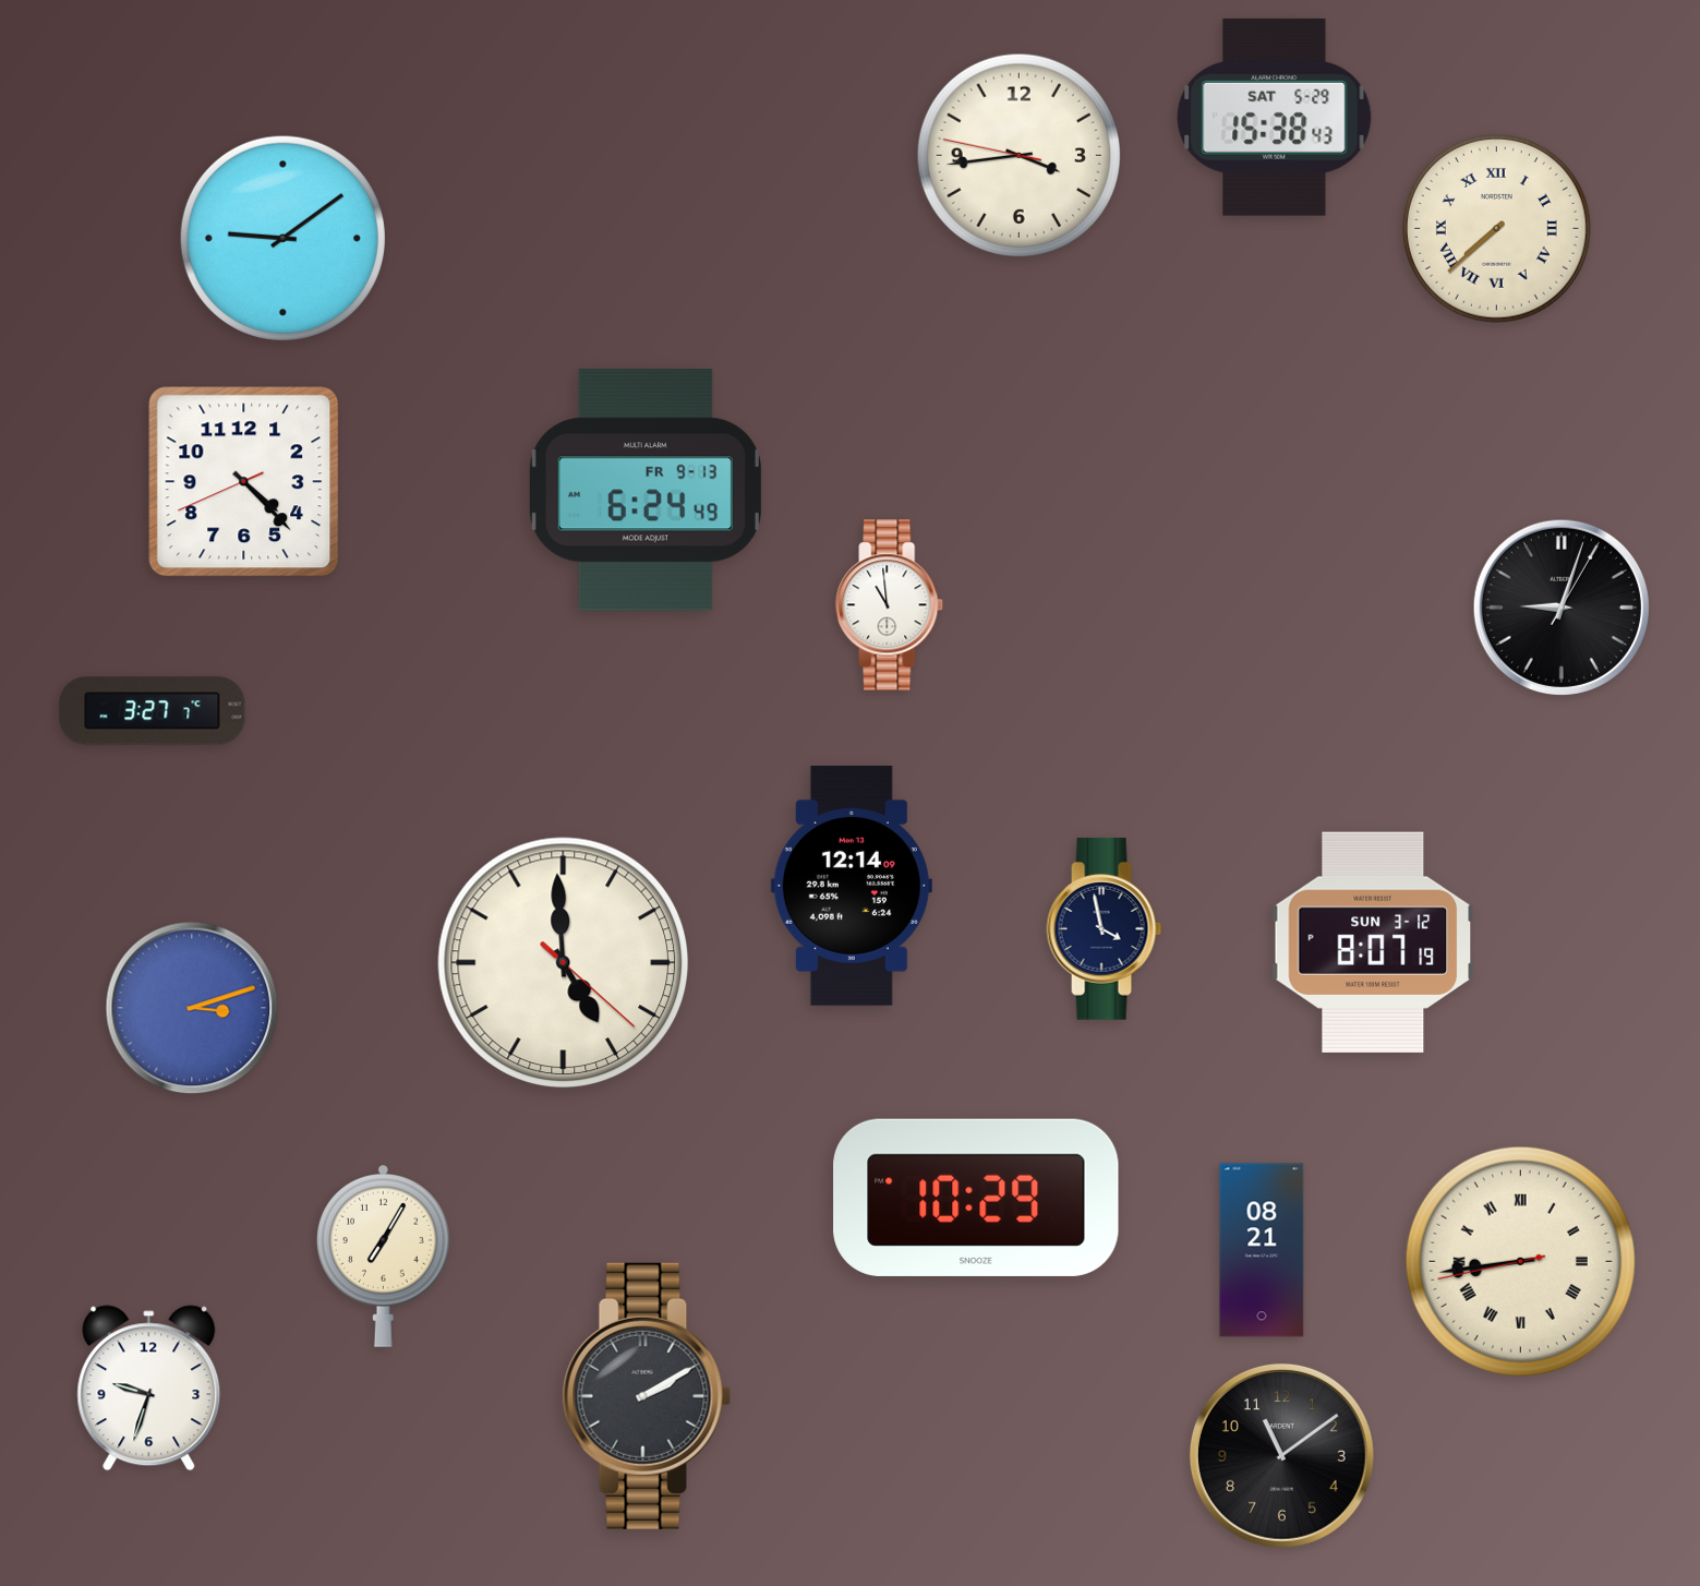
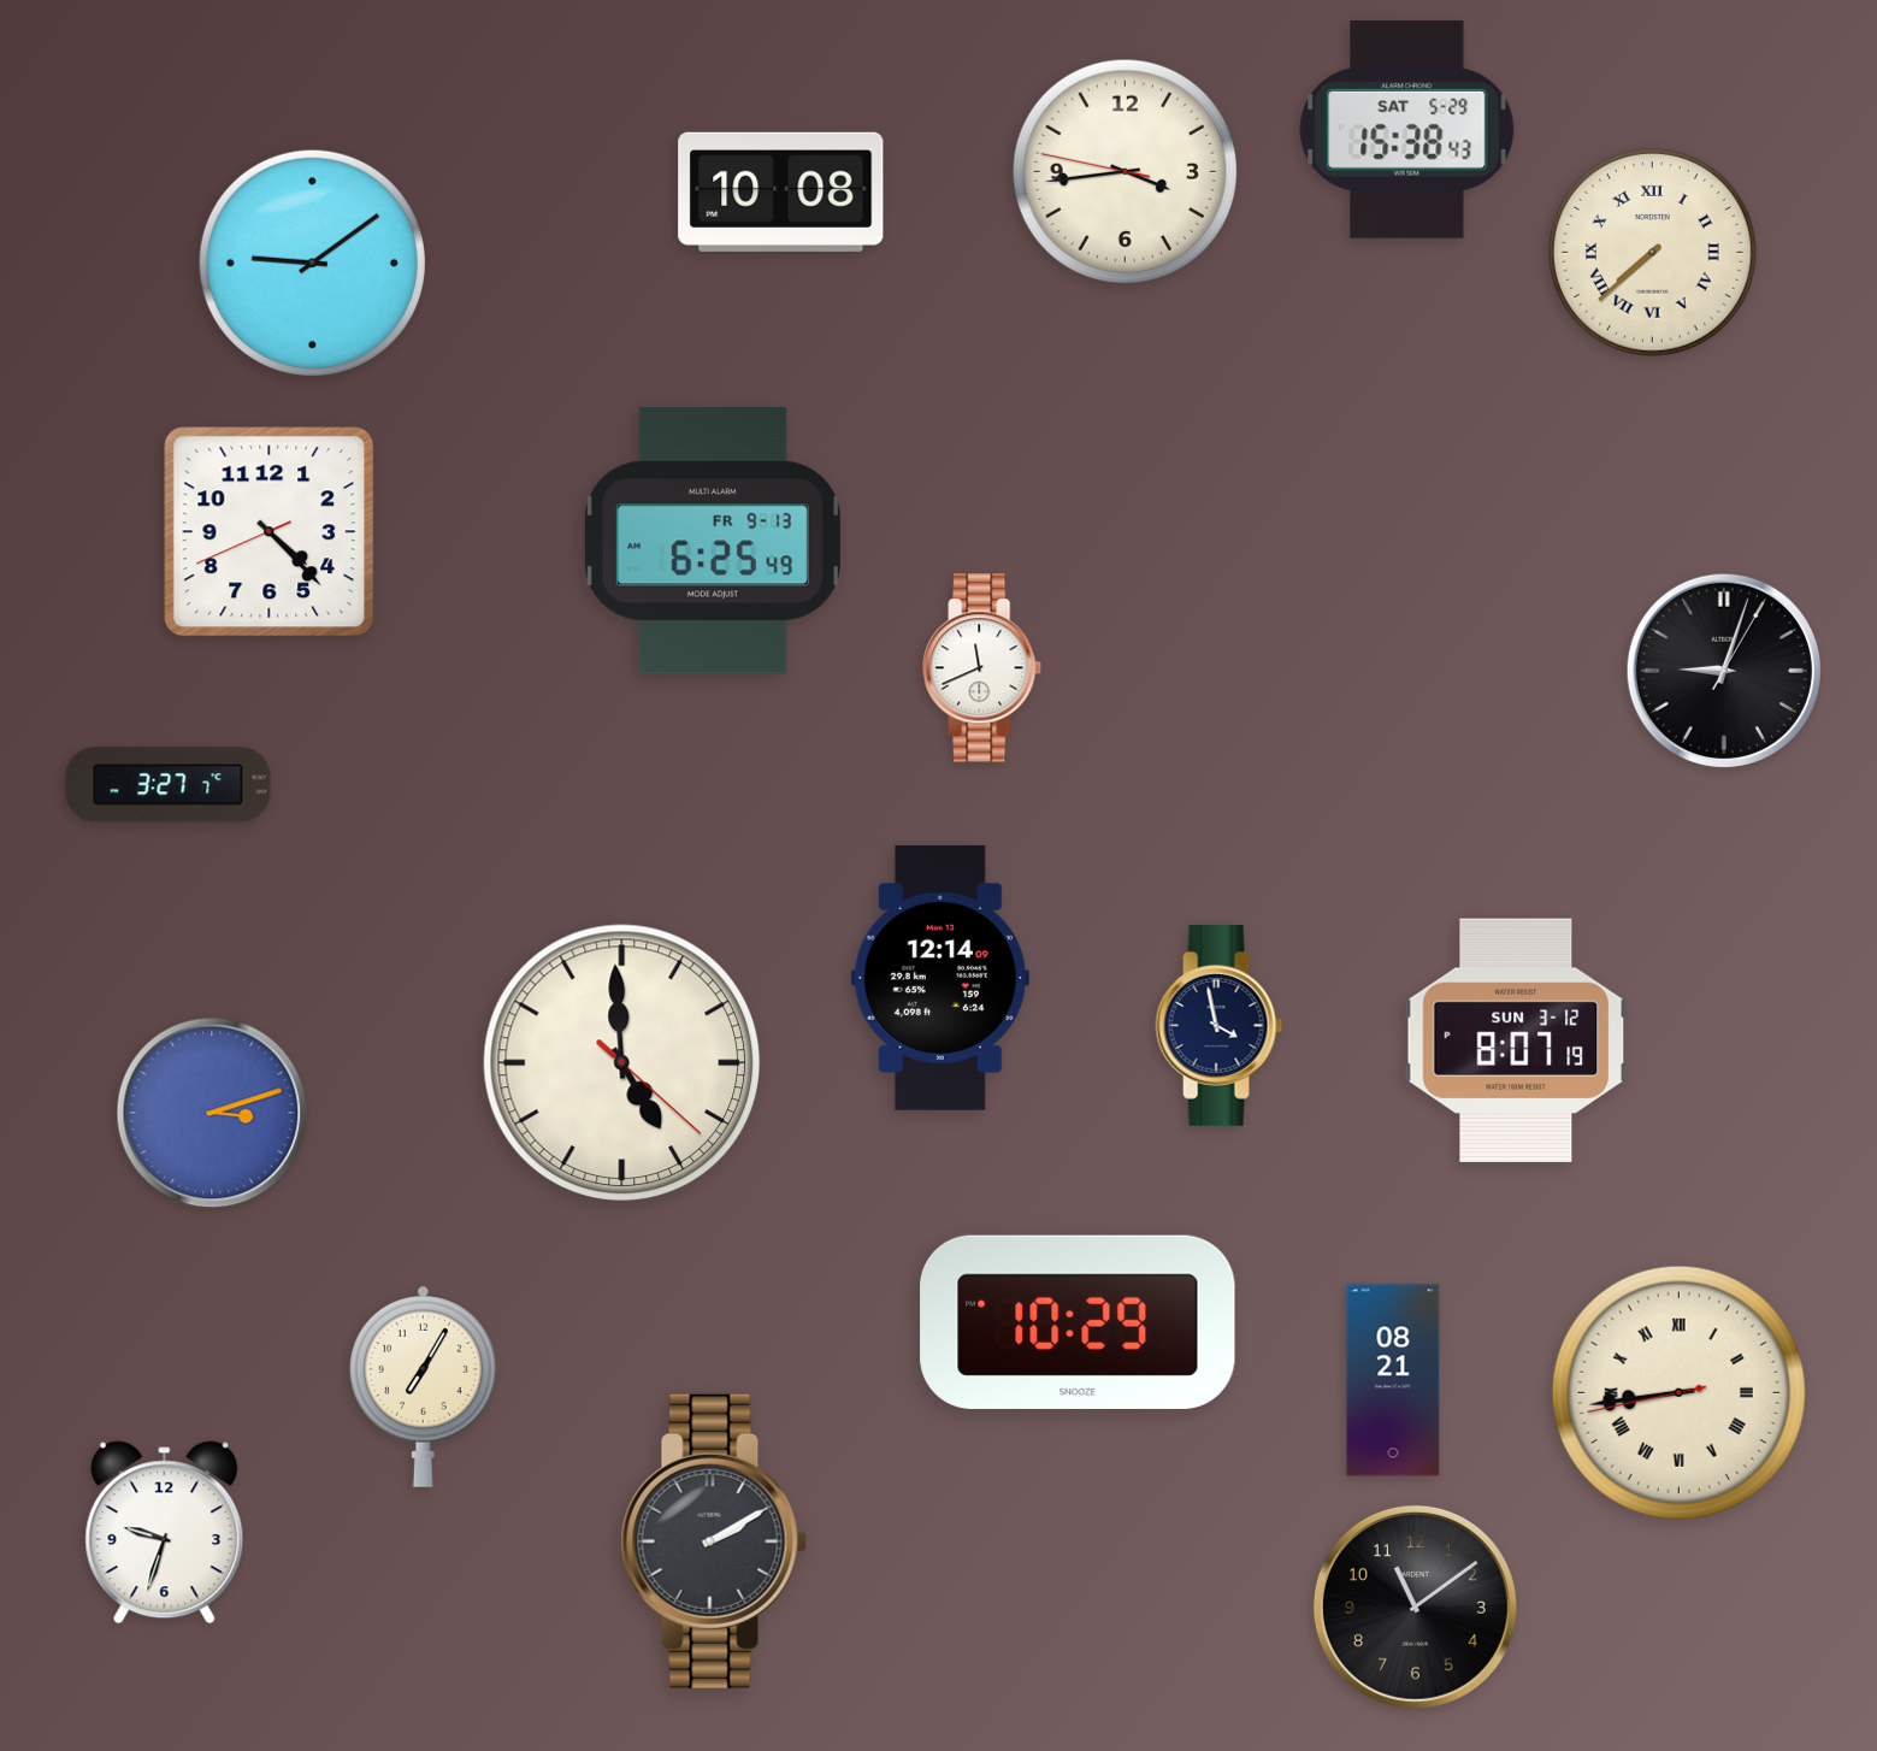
clock at (781, 191): none -> 10:08
clock at (646, 490): 6:24 -> 6:25
clock at (890, 605): 10:59 -> 11:41
